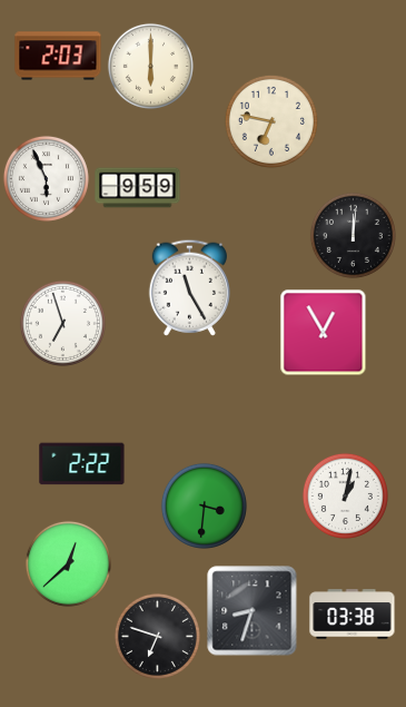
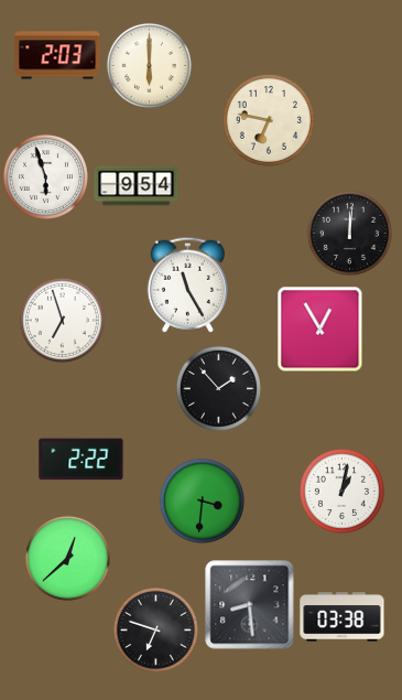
clock at (46, 178): 5:56 -> 5:57
clock at (138, 188): 9:59 -> 9:54
clock at (218, 388): none -> 1:53
clock at (252, 611): 8:33 -> 8:29
clock at (353, 615) position: (353, 615) -> (343, 617)
